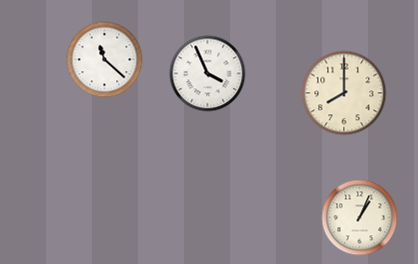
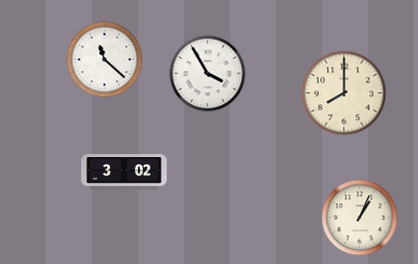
clock at (208, 74): 3:56 -> 3:55
clock at (124, 172): none -> 3:02
